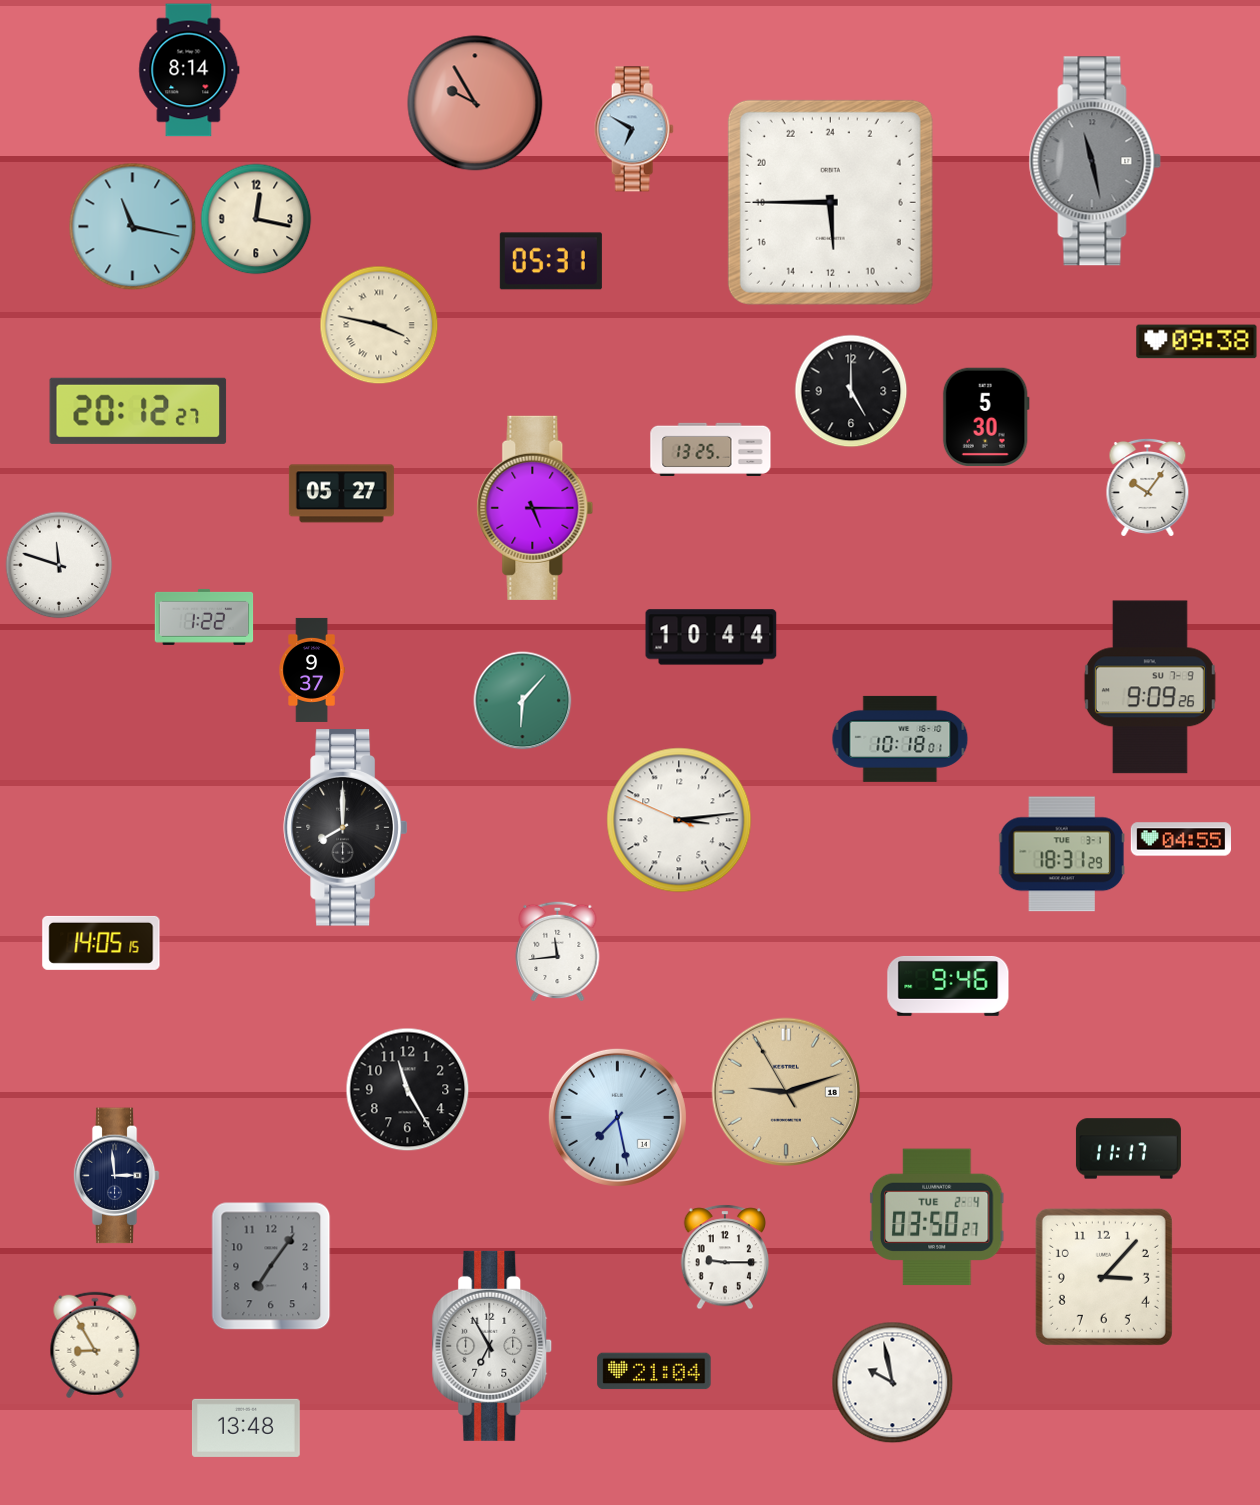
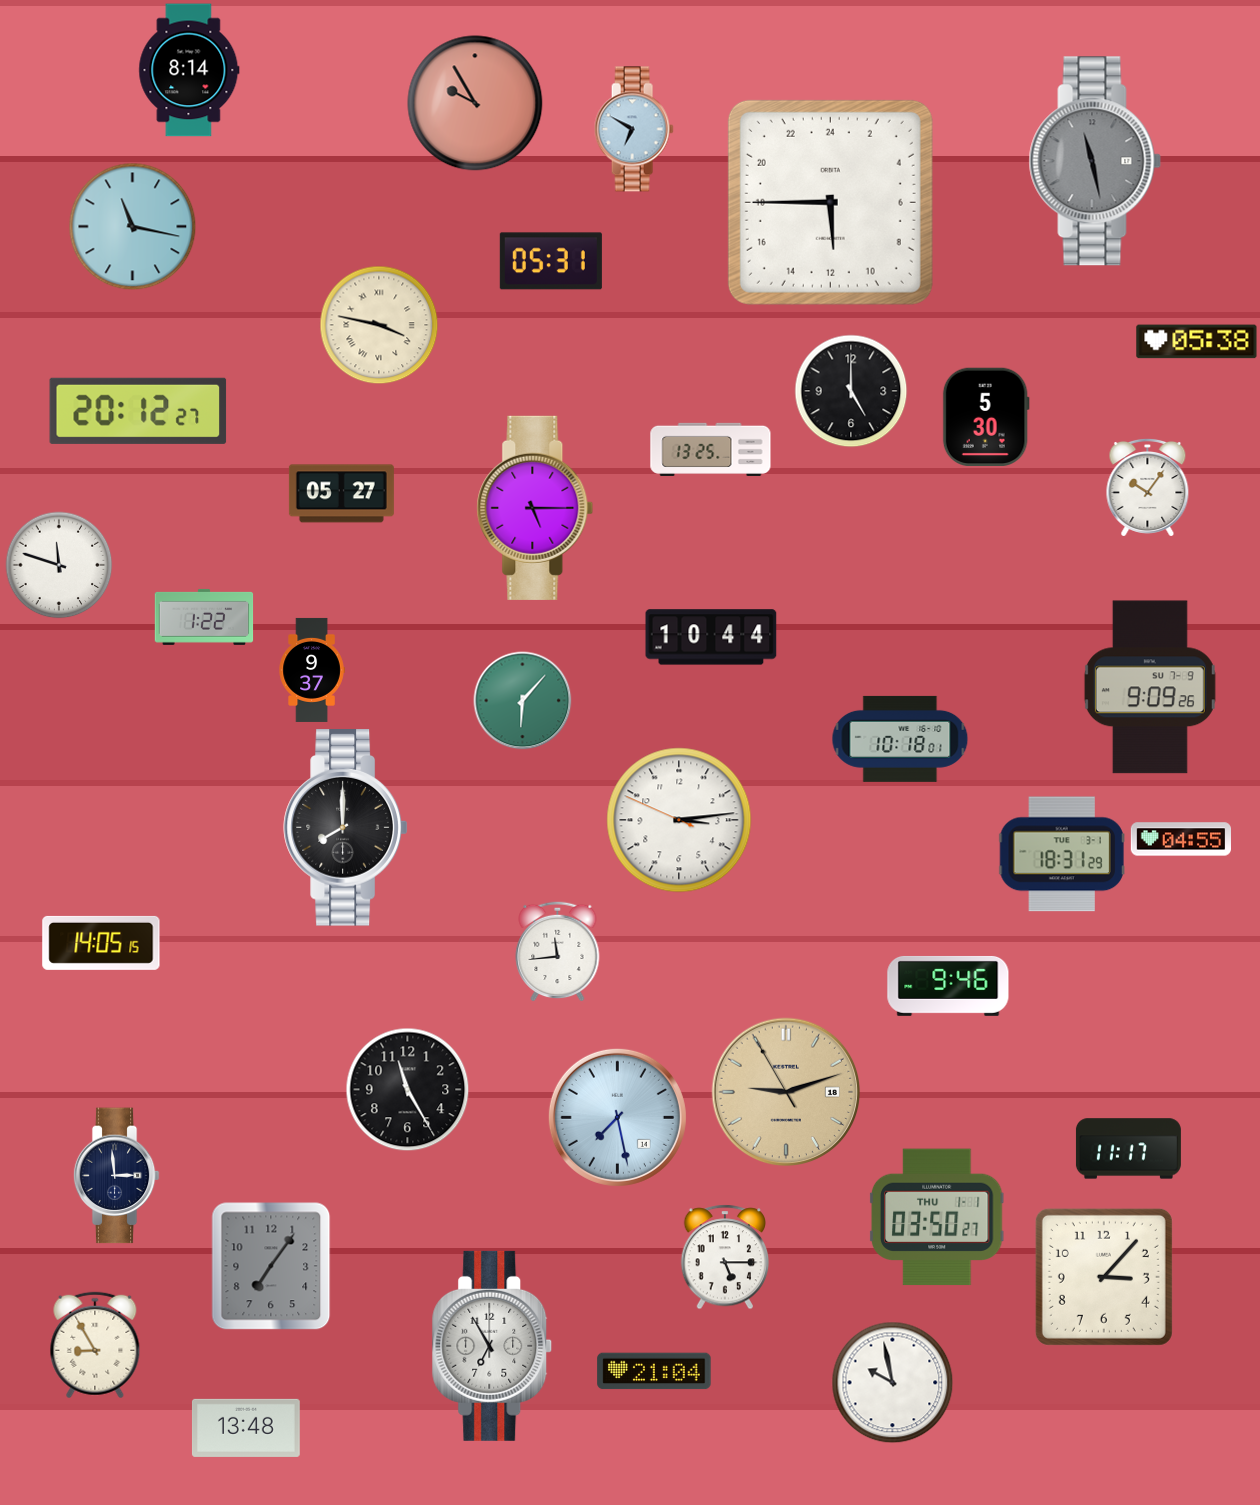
clock at (256, 219): 12:17 -> none
clock at (1197, 342): 09:38 -> 05:38
clock at (937, 1217) date: TUE 2-4 -> THU 1-1
clock at (725, 1257): 9:15 -> 5:15
